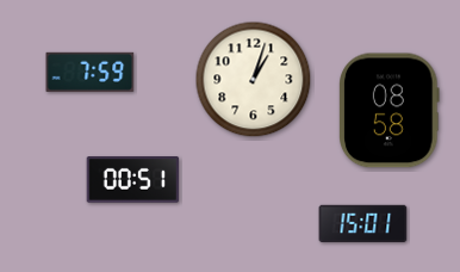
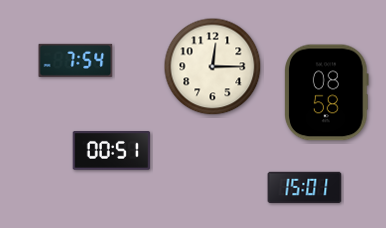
clock at (91, 72): 7:59 -> 7:54
clock at (254, 80): 1:03 -> 12:15
